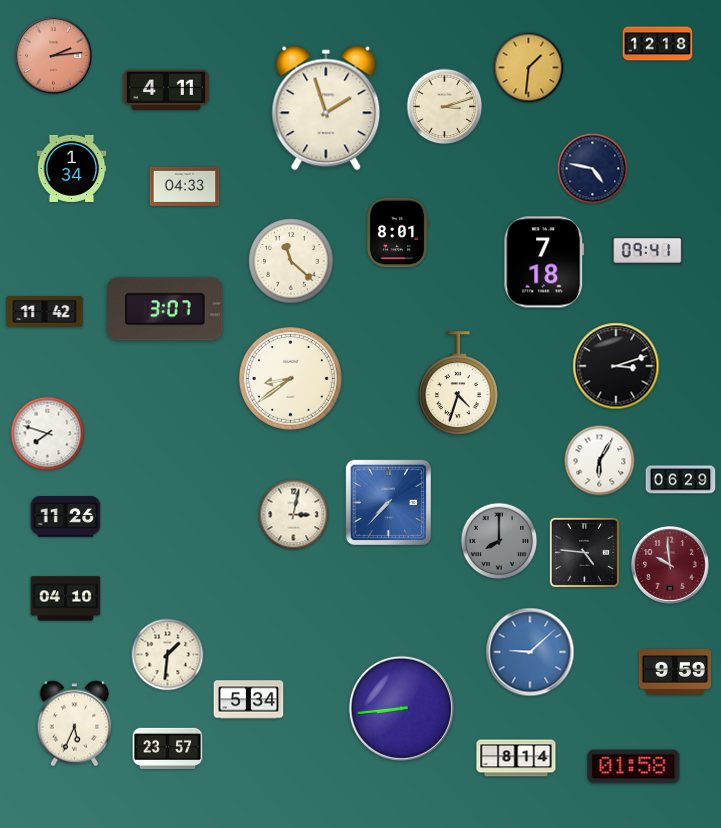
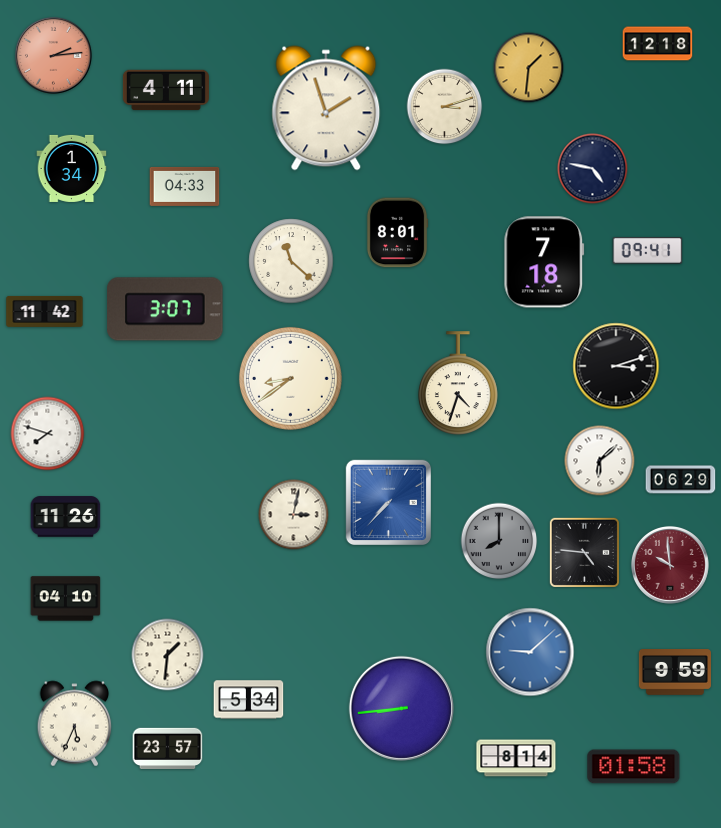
clock at (600, 461): 6:05 -> 6:08
